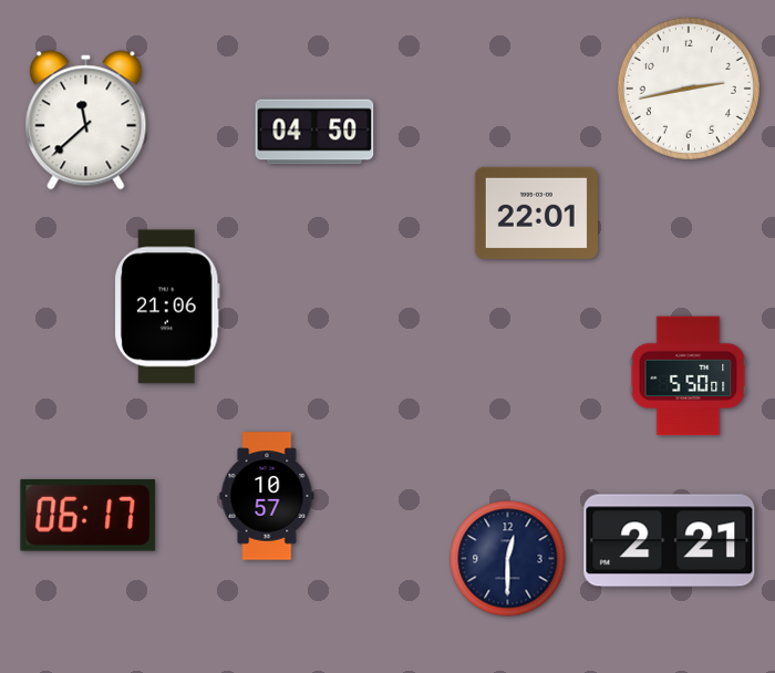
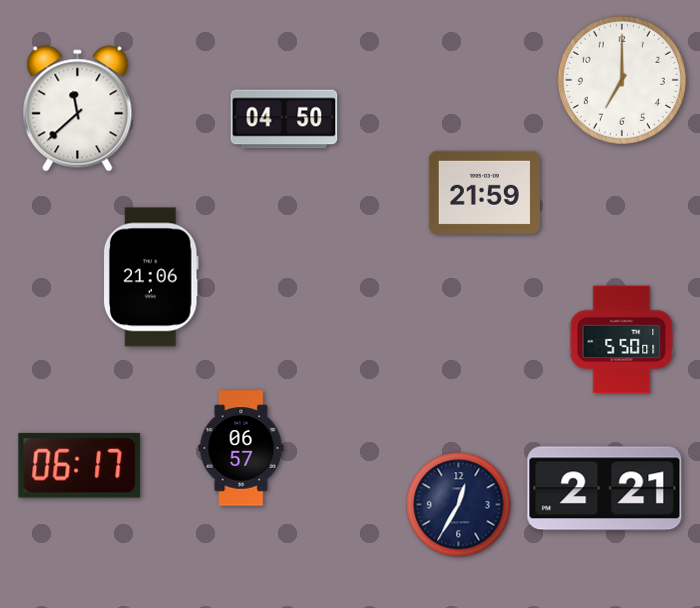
clock at (689, 89): 2:43 -> 7:00
clock at (536, 213): 22:01 -> 21:59
clock at (267, 496): 10:57 -> 06:57
clock at (508, 559): 12:30 -> 12:35
